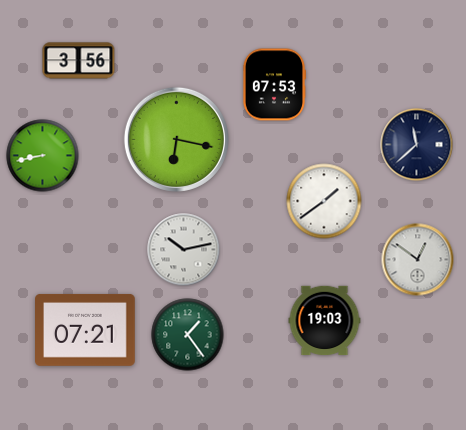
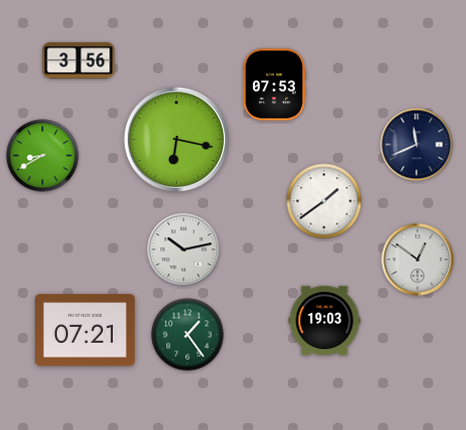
clock at (417, 145): 11:38 -> 11:41
clock at (43, 156): 8:43 -> 8:40
